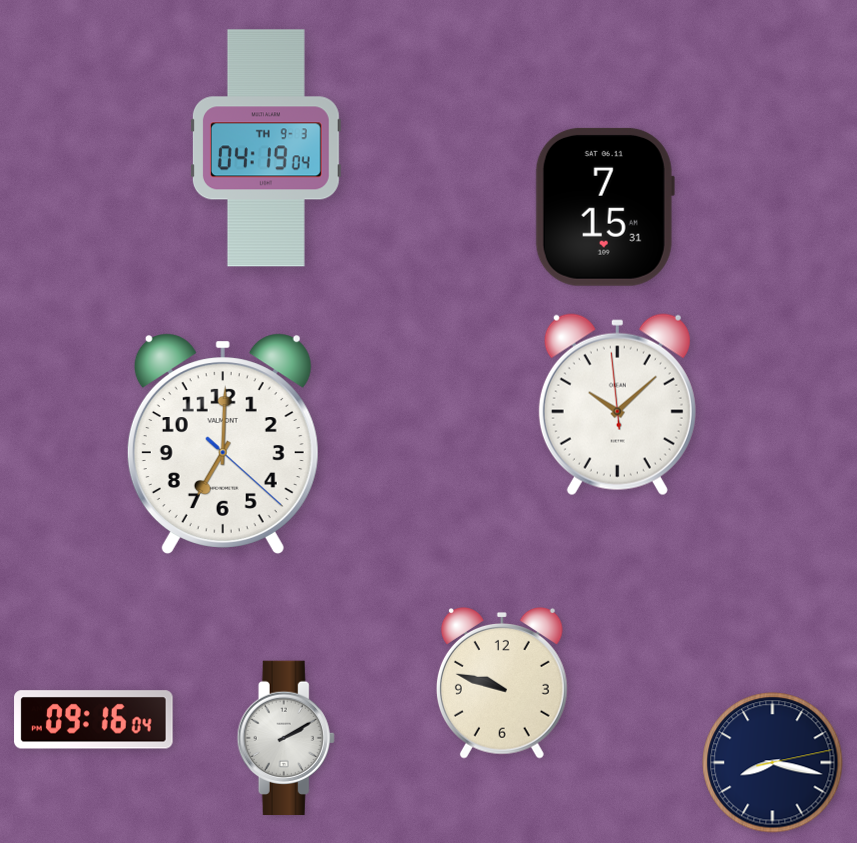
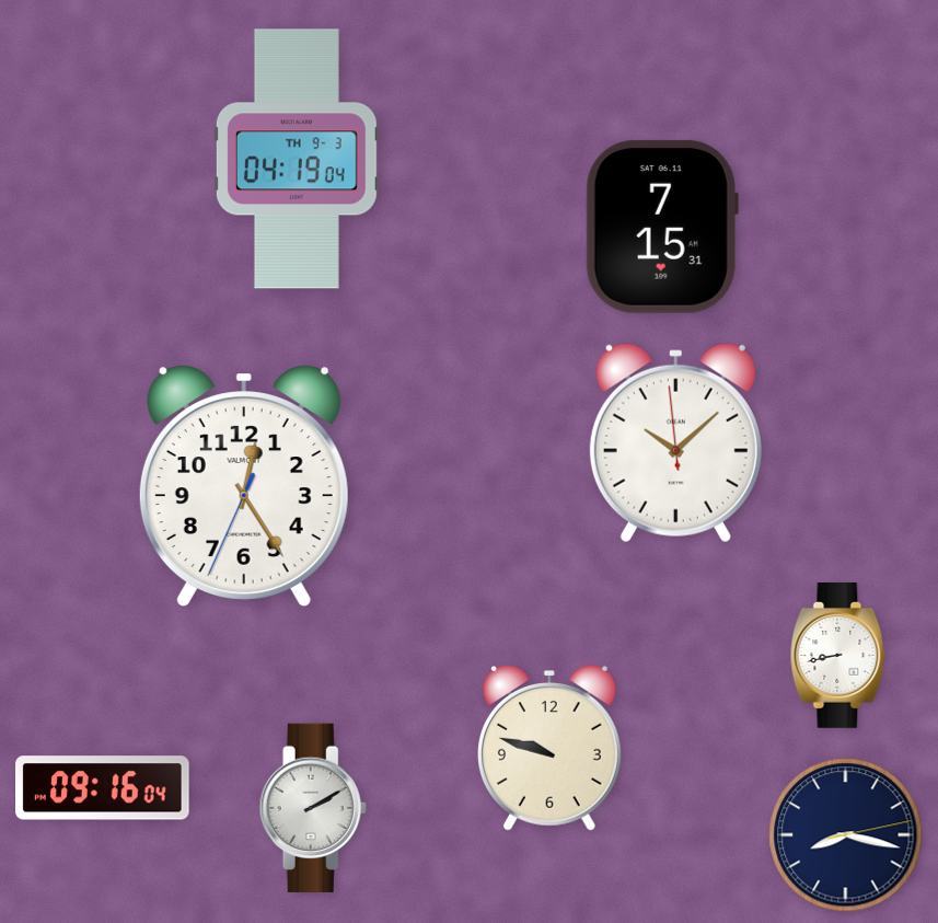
clock at (266, 148) position: (266, 148) -> (297, 159)
clock at (223, 444): 7:00 -> 12:24
clock at (838, 656): none -> 8:43
